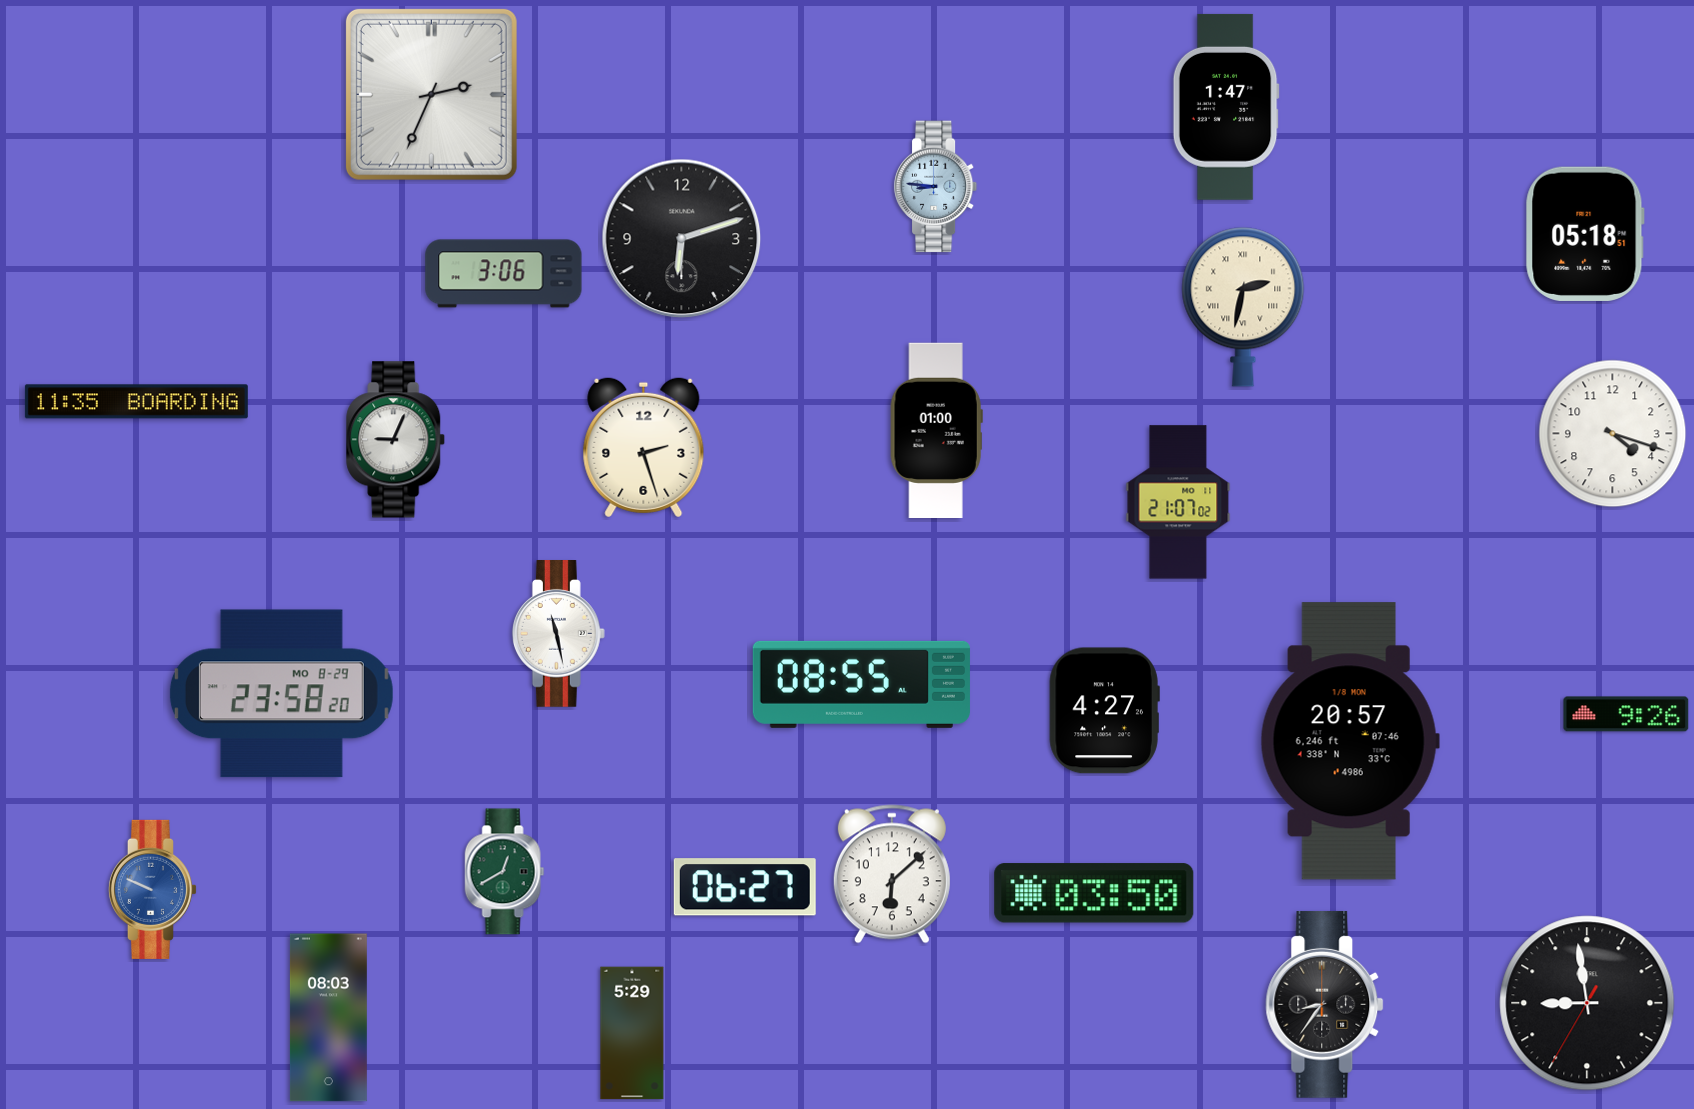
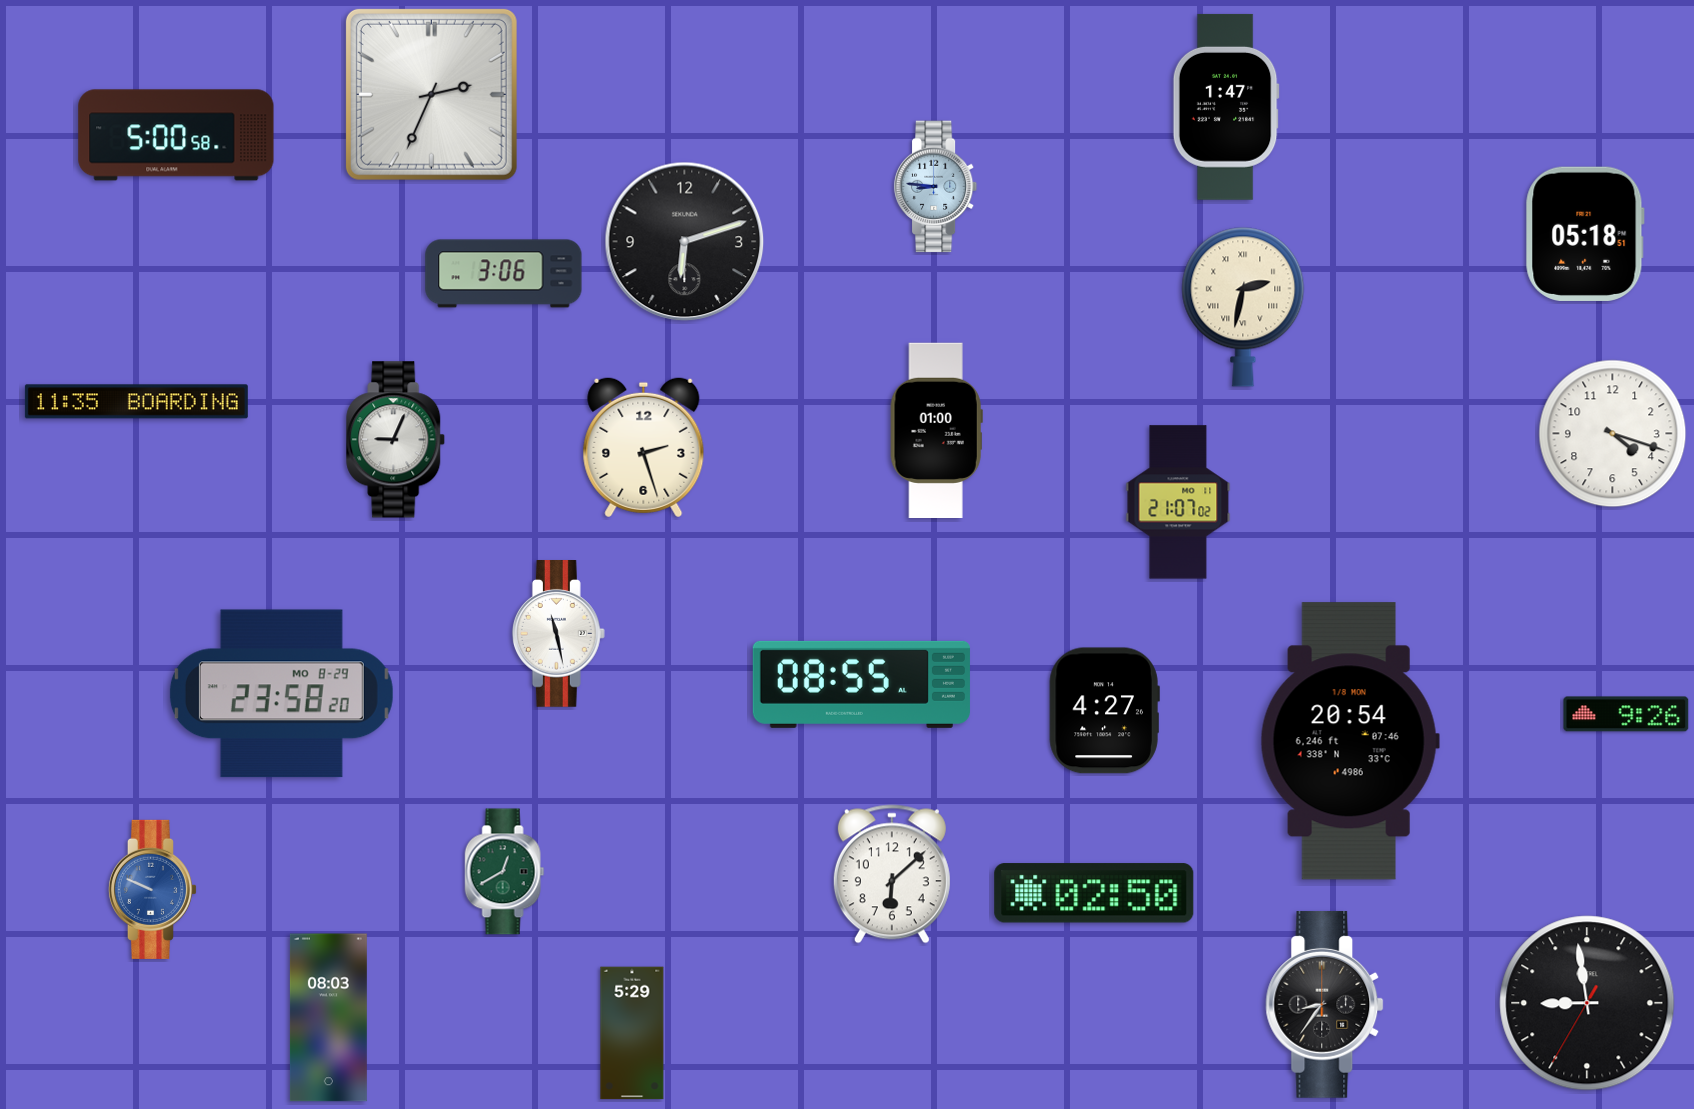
clock at (176, 135): none -> 5:00
clock at (682, 239) position: (682, 239) -> (685, 242)
clock at (1350, 741): 20:57 -> 20:54
clock at (745, 887): 06:27 -> none
clock at (1094, 893): 03:50 -> 02:50
